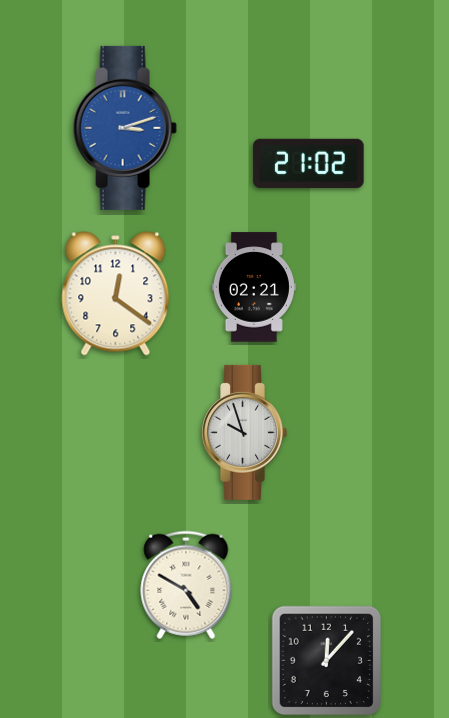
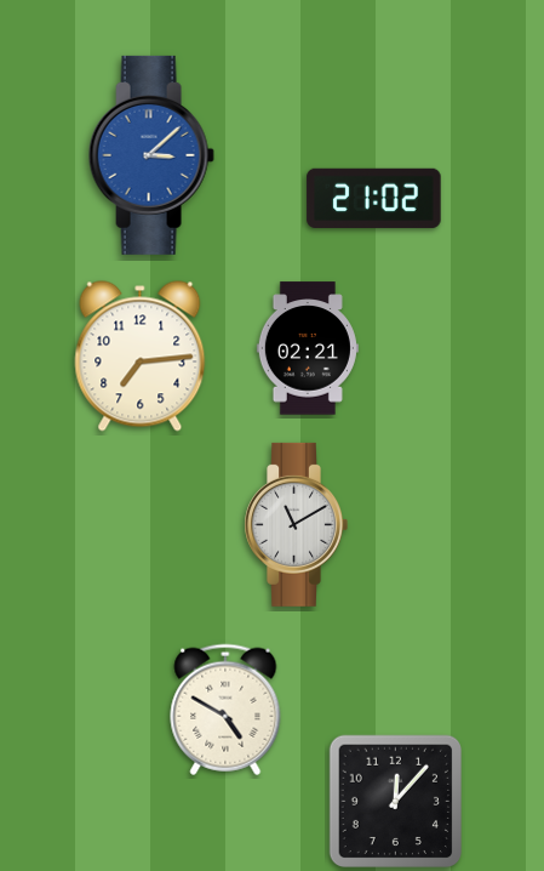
clock at (125, 128): 3:12 -> 3:08
clock at (116, 294): 12:21 -> 7:14
clock at (244, 432): 9:57 -> 11:10
